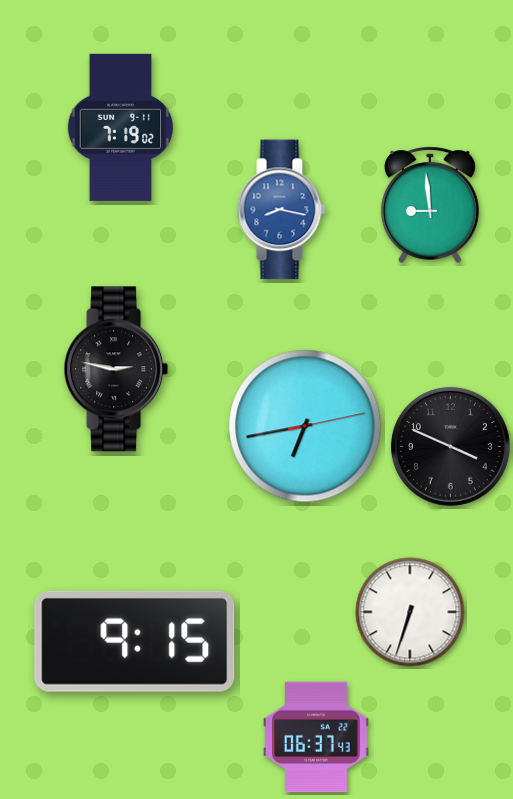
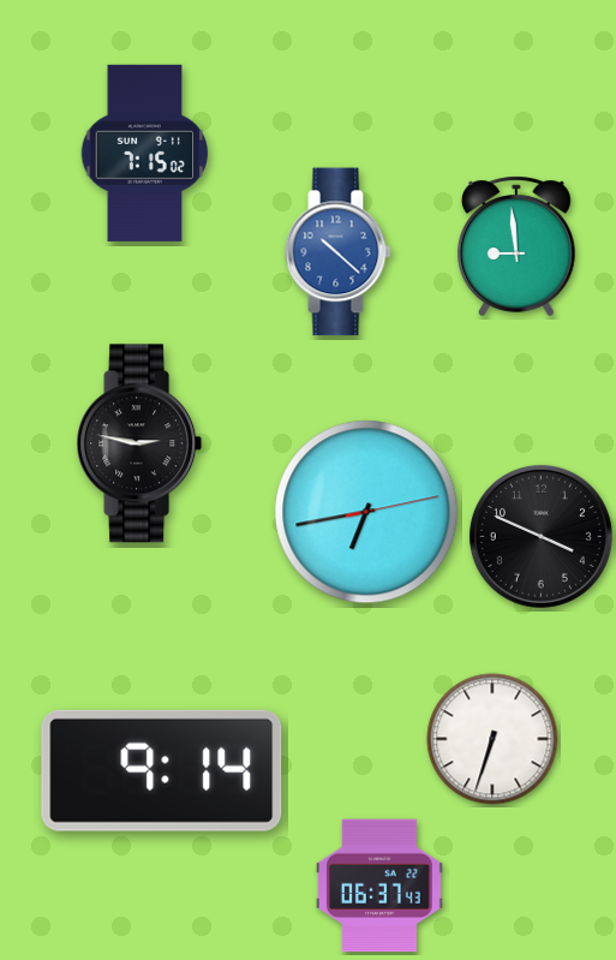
clock at (121, 127): 7:19 -> 7:15
clock at (281, 210): 8:17 -> 10:22
clock at (410, 612) position: (410, 612) -> (492, 739)
clock at (135, 641): 9:15 -> 9:14
